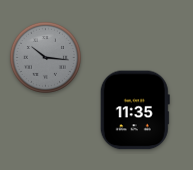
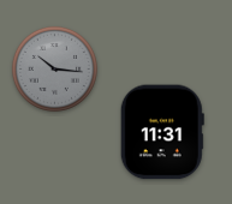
clock at (135, 110): 11:35 -> 11:31
